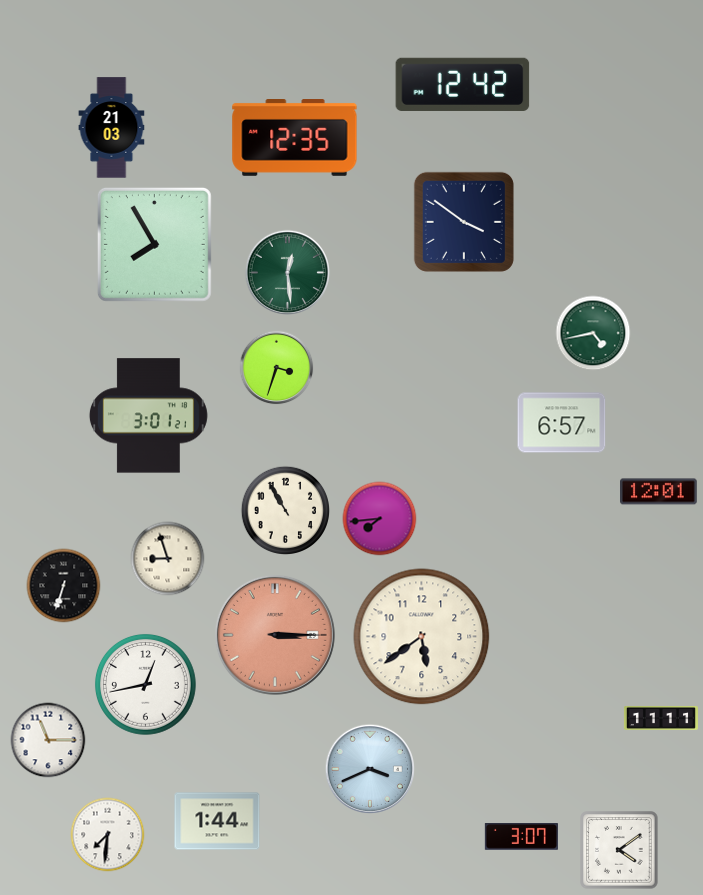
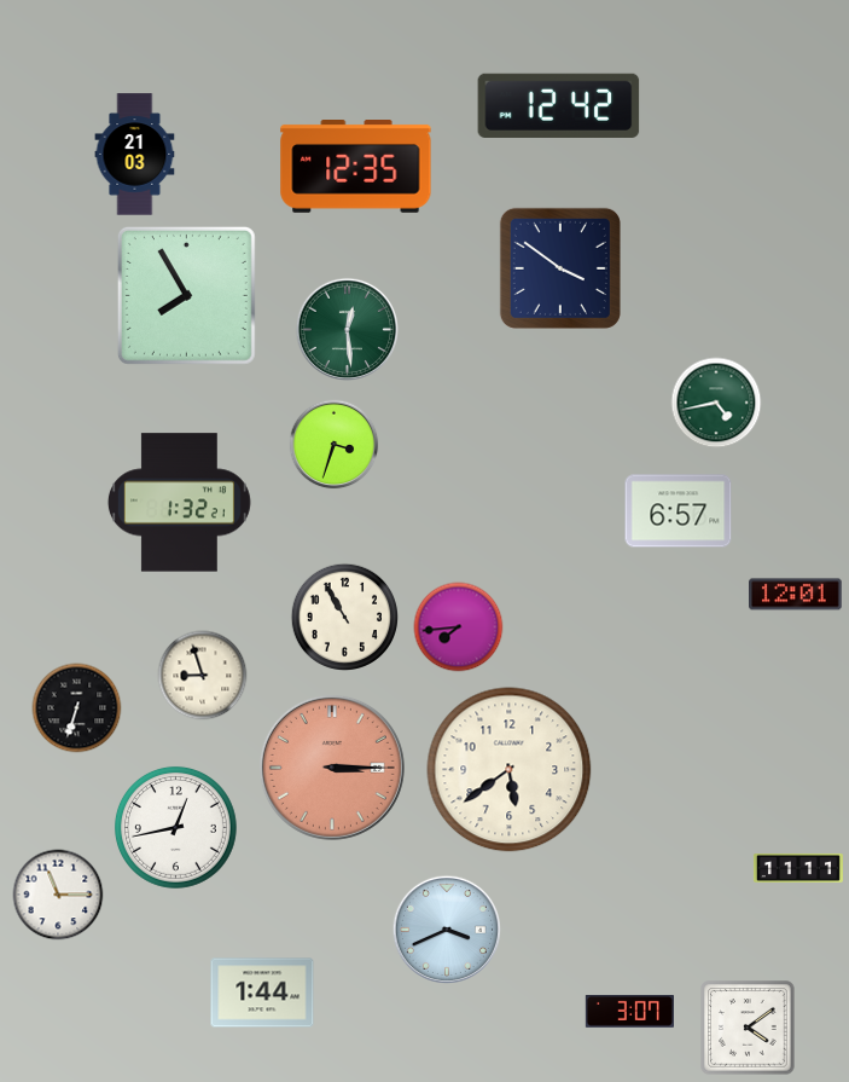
clock at (463, 84) position: (463, 84) -> (559, 105)
clock at (148, 416): 3:01 -> 1:32
clock at (108, 835): 7:31 -> none
